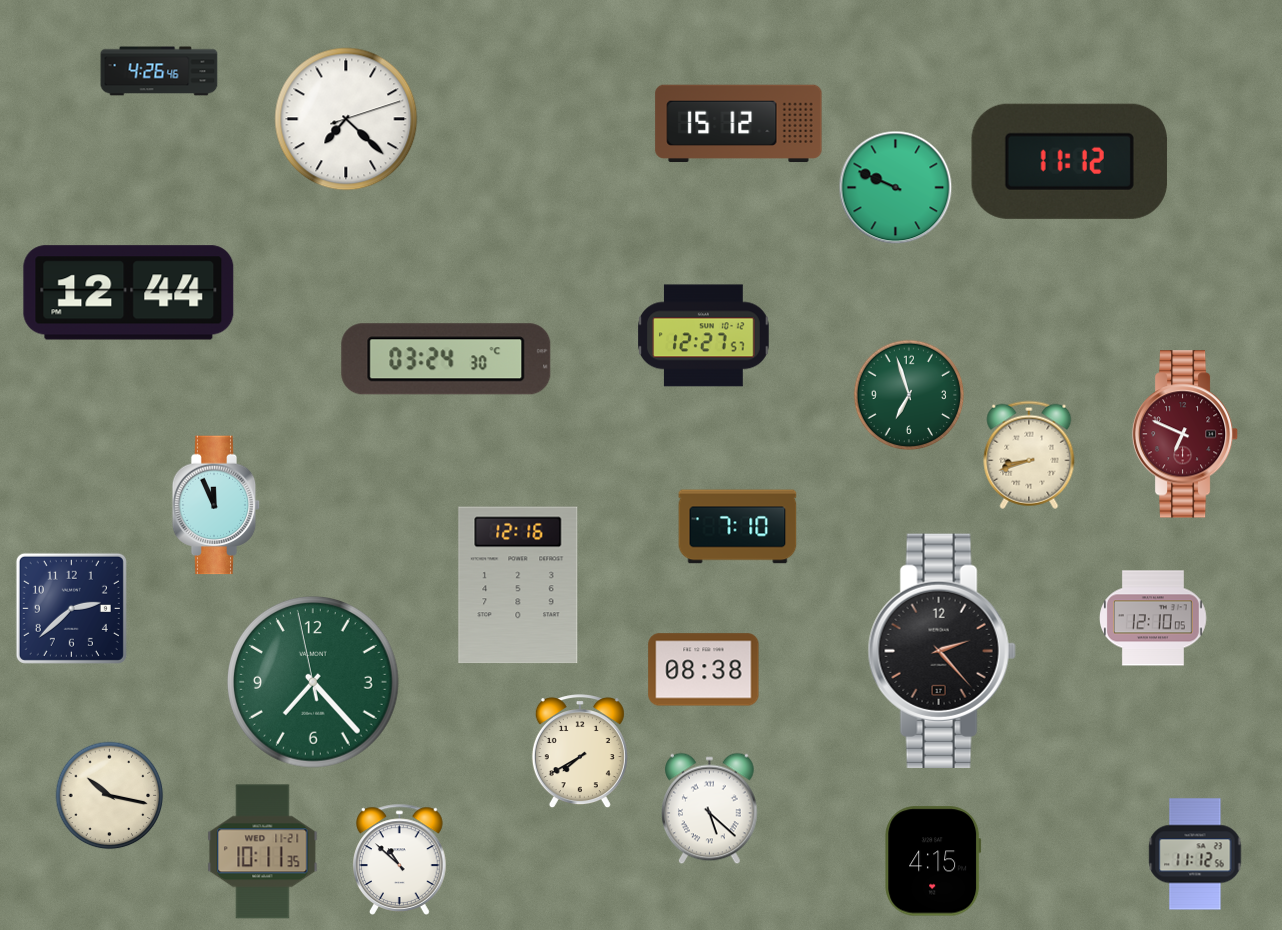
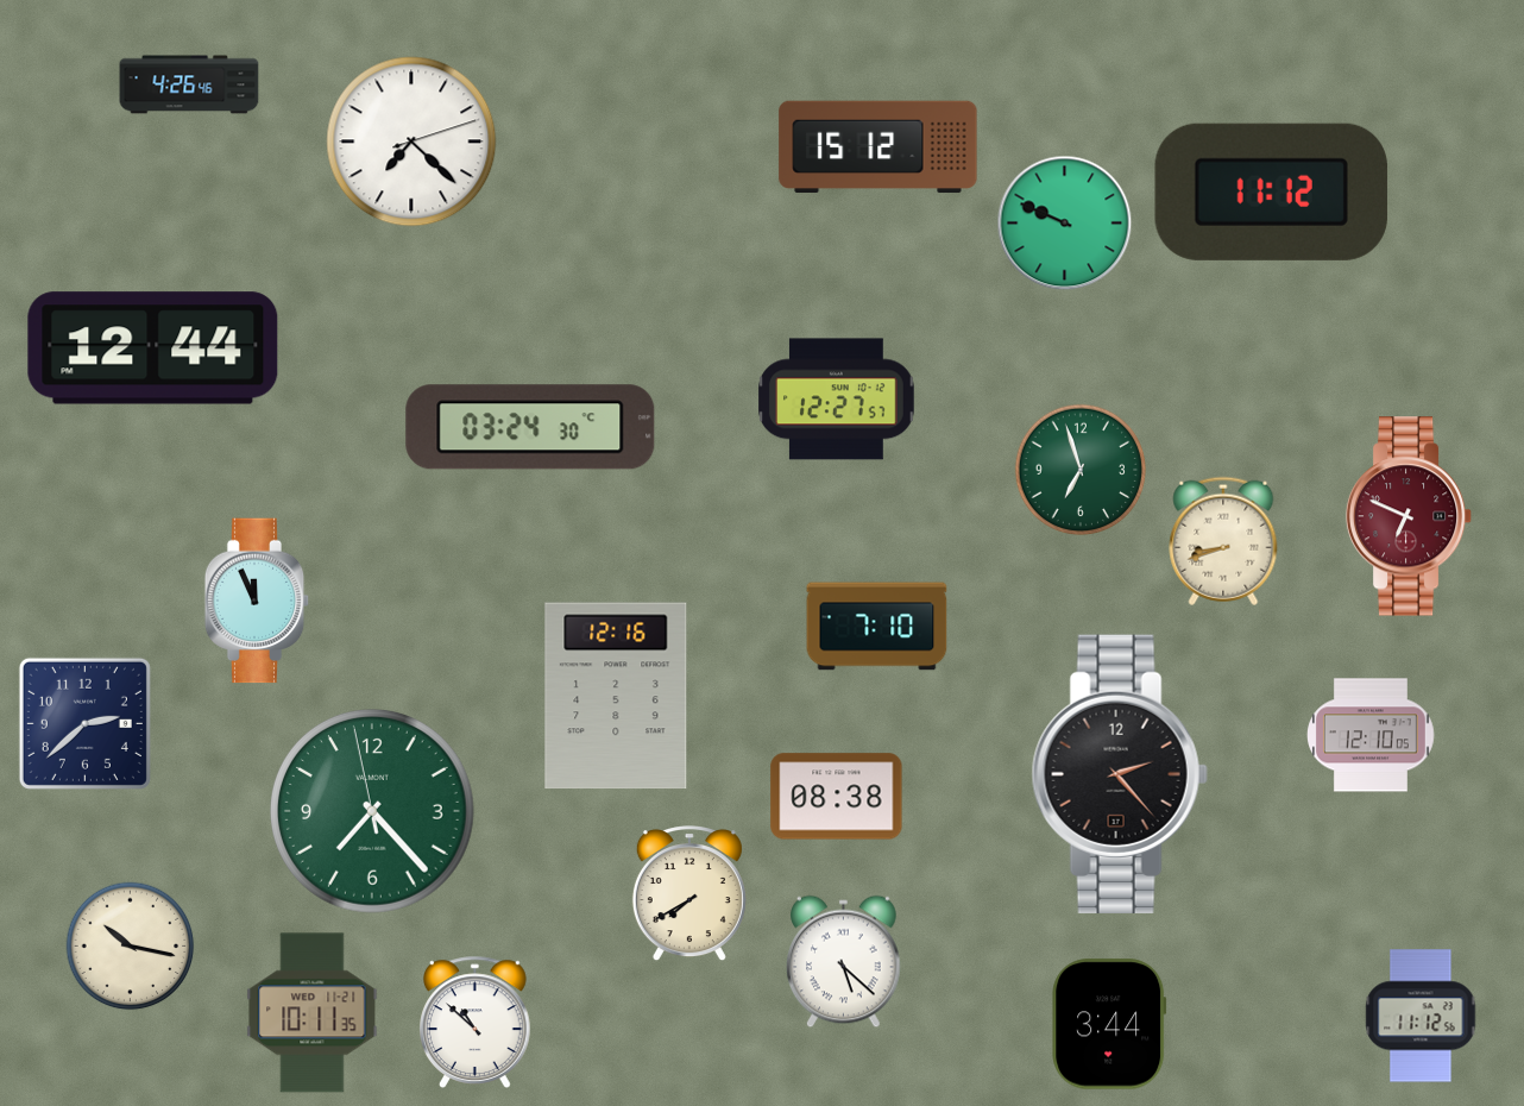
clock at (933, 861): 4:15 -> 3:44
